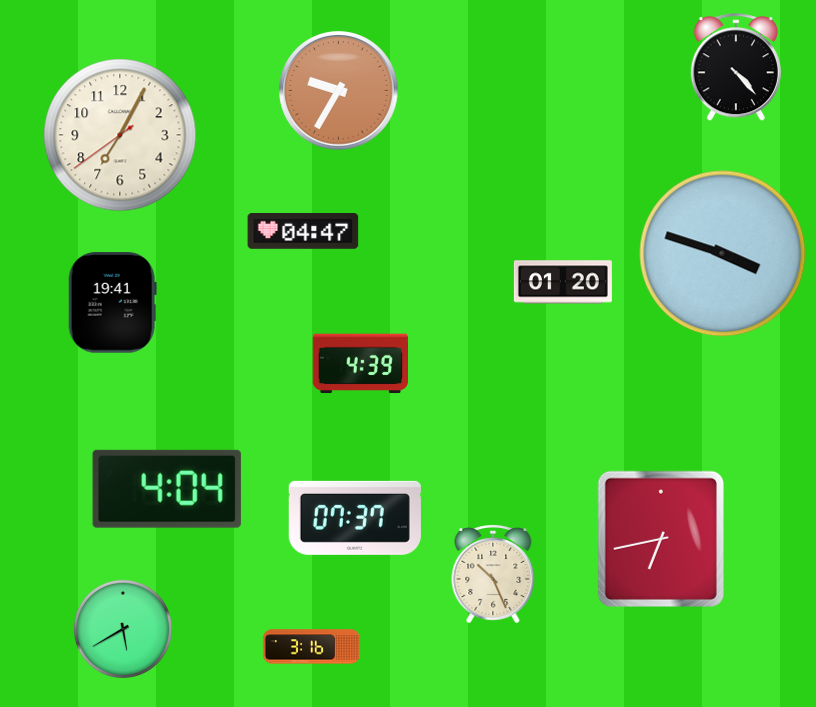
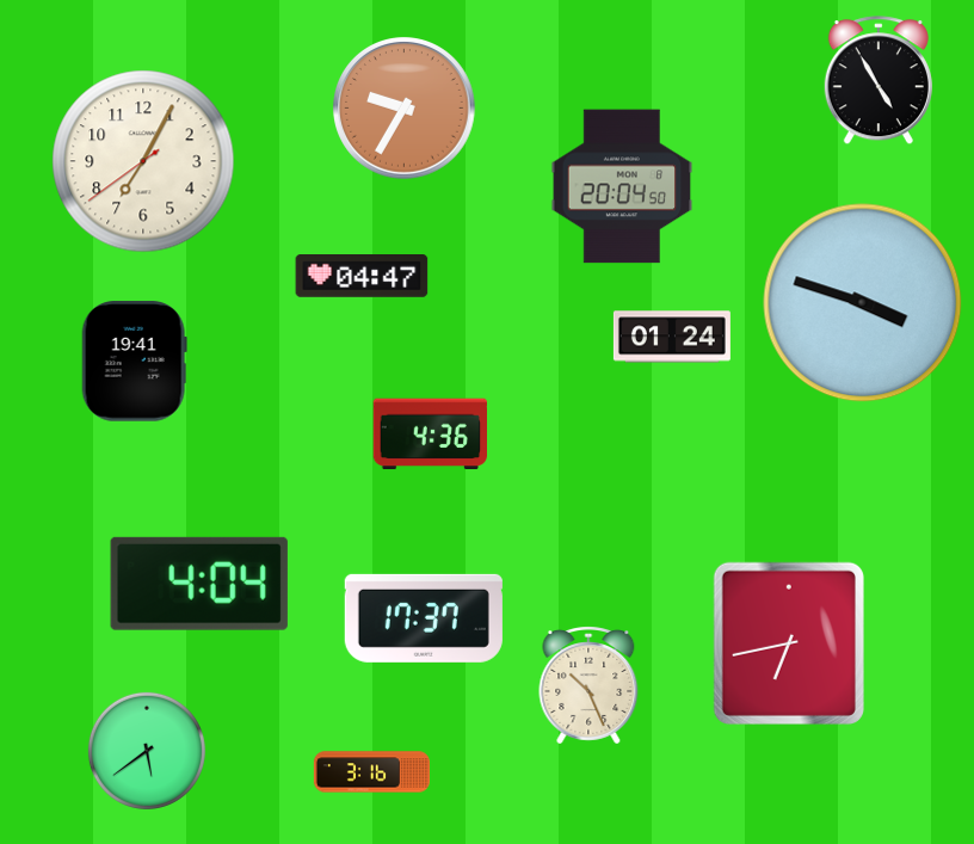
clock at (736, 68): 4:23 -> 4:55
clock at (622, 186): none -> 20:04
clock at (563, 282): 01:20 -> 01:24
clock at (360, 364): 4:39 -> 4:36
clock at (355, 518): 07:37 -> 17:37
clock at (123, 629): 5:40 -> 5:39
